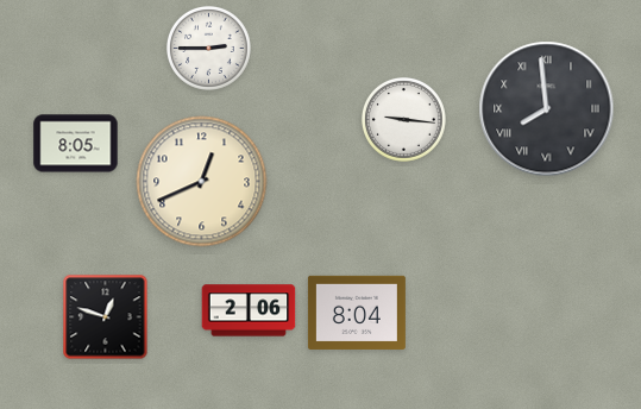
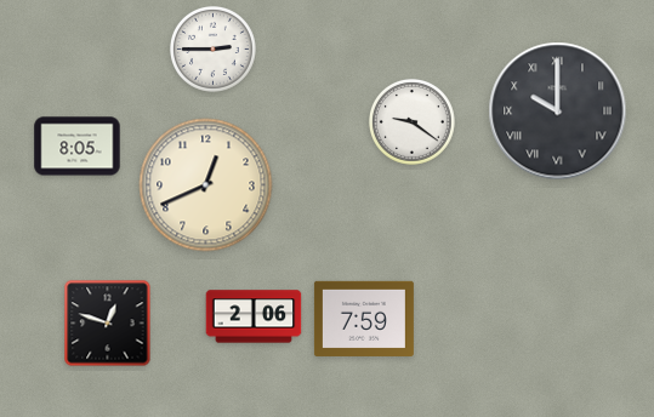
clock at (547, 109): 7:59 -> 10:00
clock at (403, 119): 9:16 -> 9:21
clock at (357, 313): 8:04 -> 7:59
